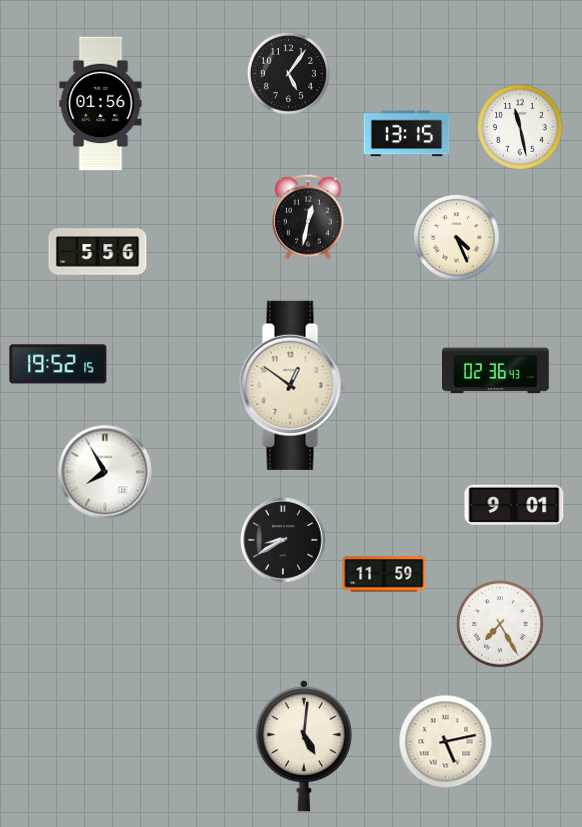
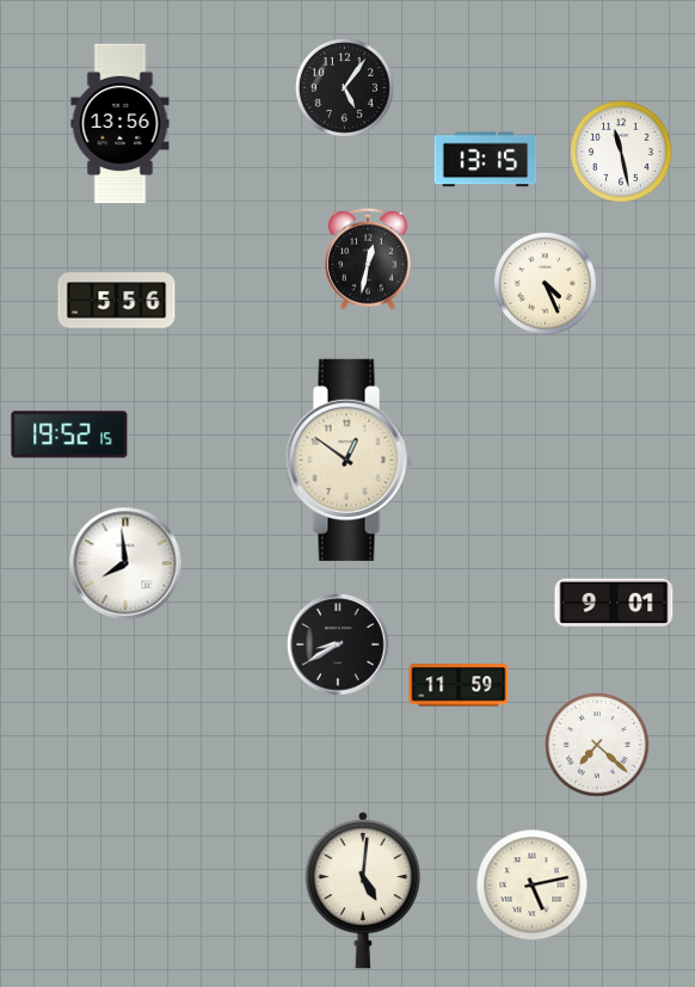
clock at (101, 104): 01:56 -> 13:56
clock at (496, 371): 02:36 -> none
clock at (105, 472): 7:55 -> 7:59
clock at (500, 624): 7:25 -> 7:22
